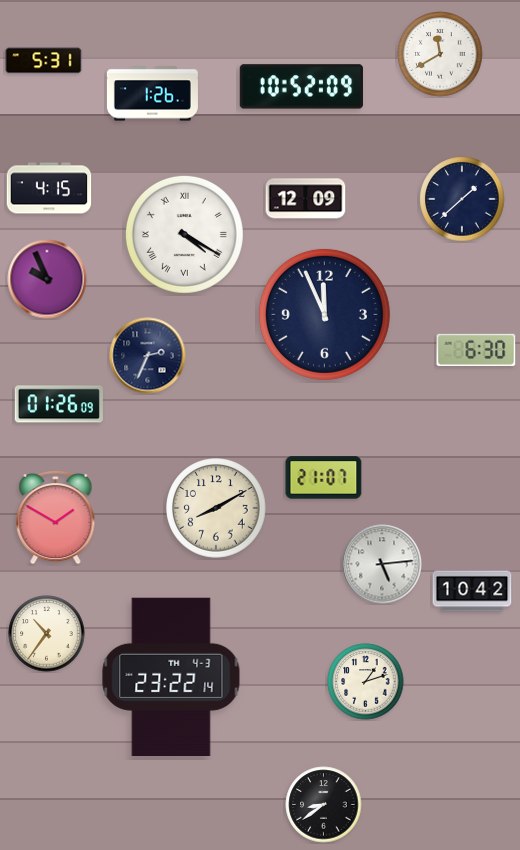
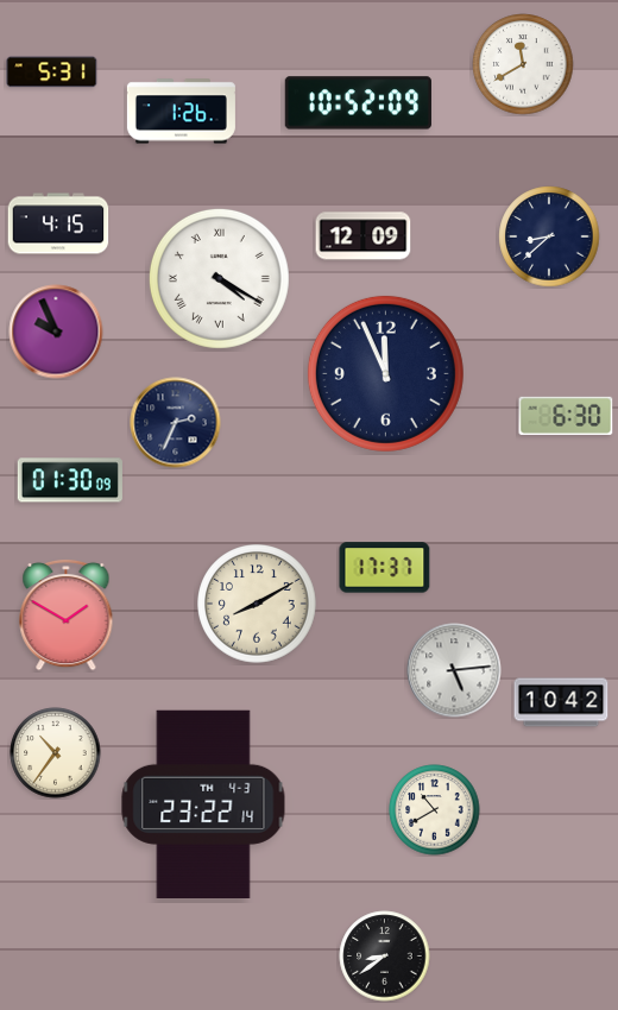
clock at (462, 199): 1:38 -> 8:38
clock at (59, 404): 01:26 -> 01:30
clock at (324, 478): 21:07 -> 17:37
clock at (366, 682): 1:12 -> 10:40
